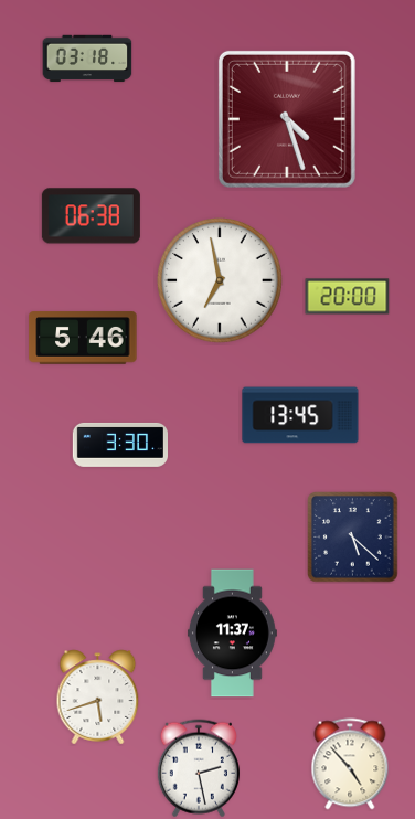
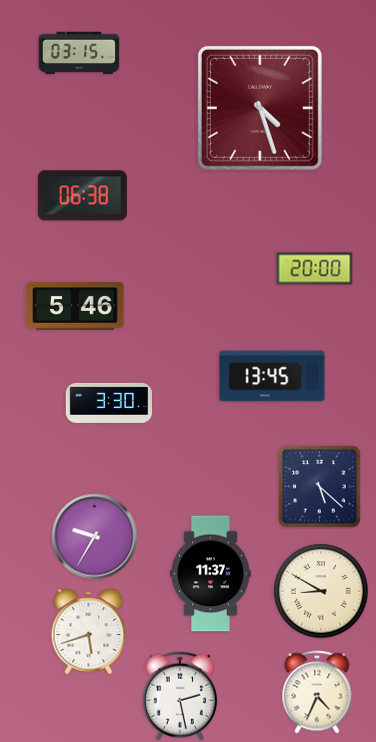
clock at (87, 59): 03:18 -> 03:15
clock at (220, 280): 6:58 -> none
clock at (95, 537): none -> 9:35
clock at (321, 591): none -> 8:50
clock at (350, 764): 4:53 -> 4:34
